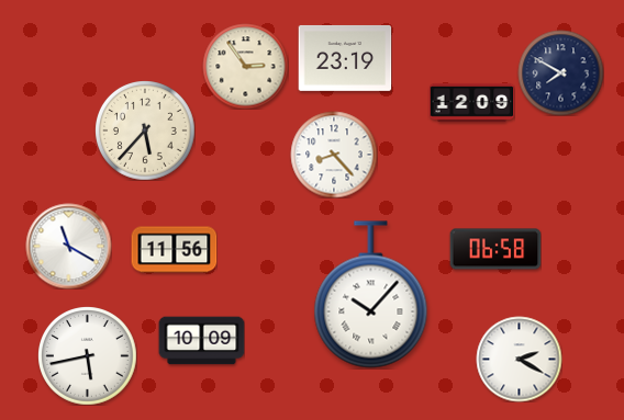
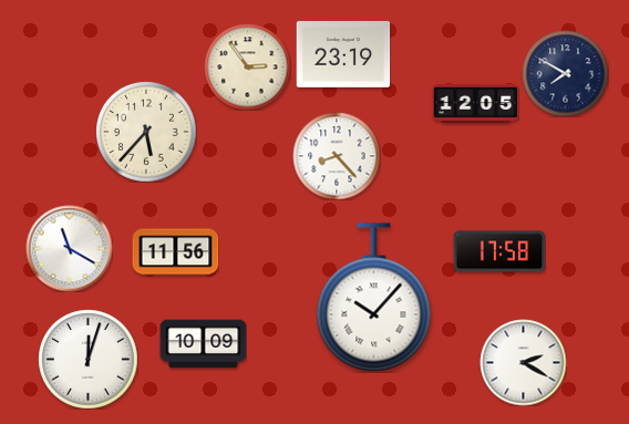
clock at (345, 58) position: (345, 58) -> (343, 54)
clock at (471, 102): 12:09 -> 12:05
clock at (495, 249): 06:58 -> 17:58
clock at (88, 356): 5:43 -> 12:03
